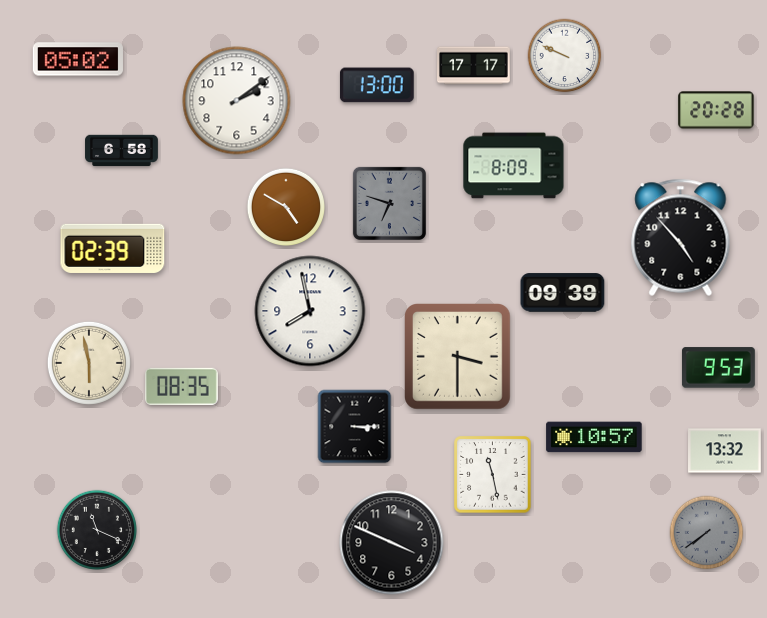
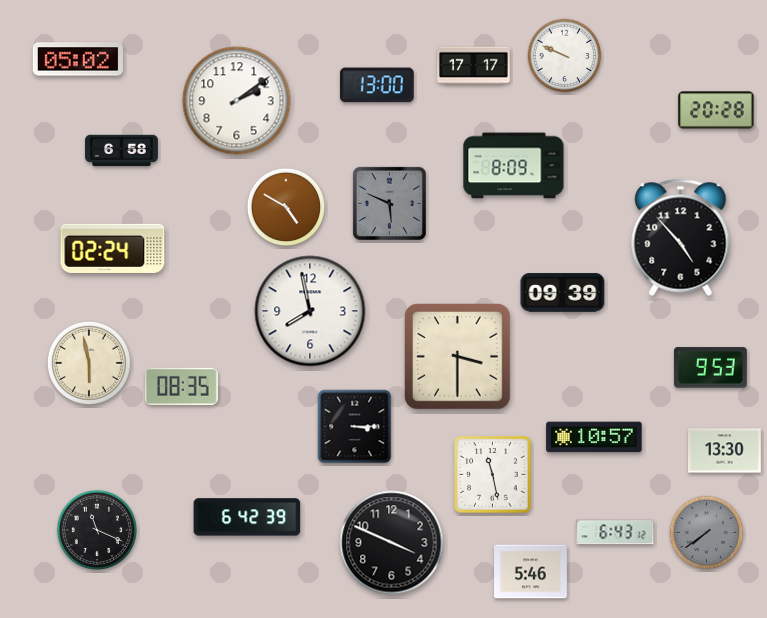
clock at (389, 203): 6:48 -> 5:49
clock at (113, 248): 02:39 -> 02:24
clock at (718, 368) position: (718, 368) -> (710, 368)
clock at (725, 451): 13:32 -> 13:30
clock at (247, 517): none -> 6:42
clock at (615, 532): none -> 6:43
clock at (531, 572): none -> 5:46
